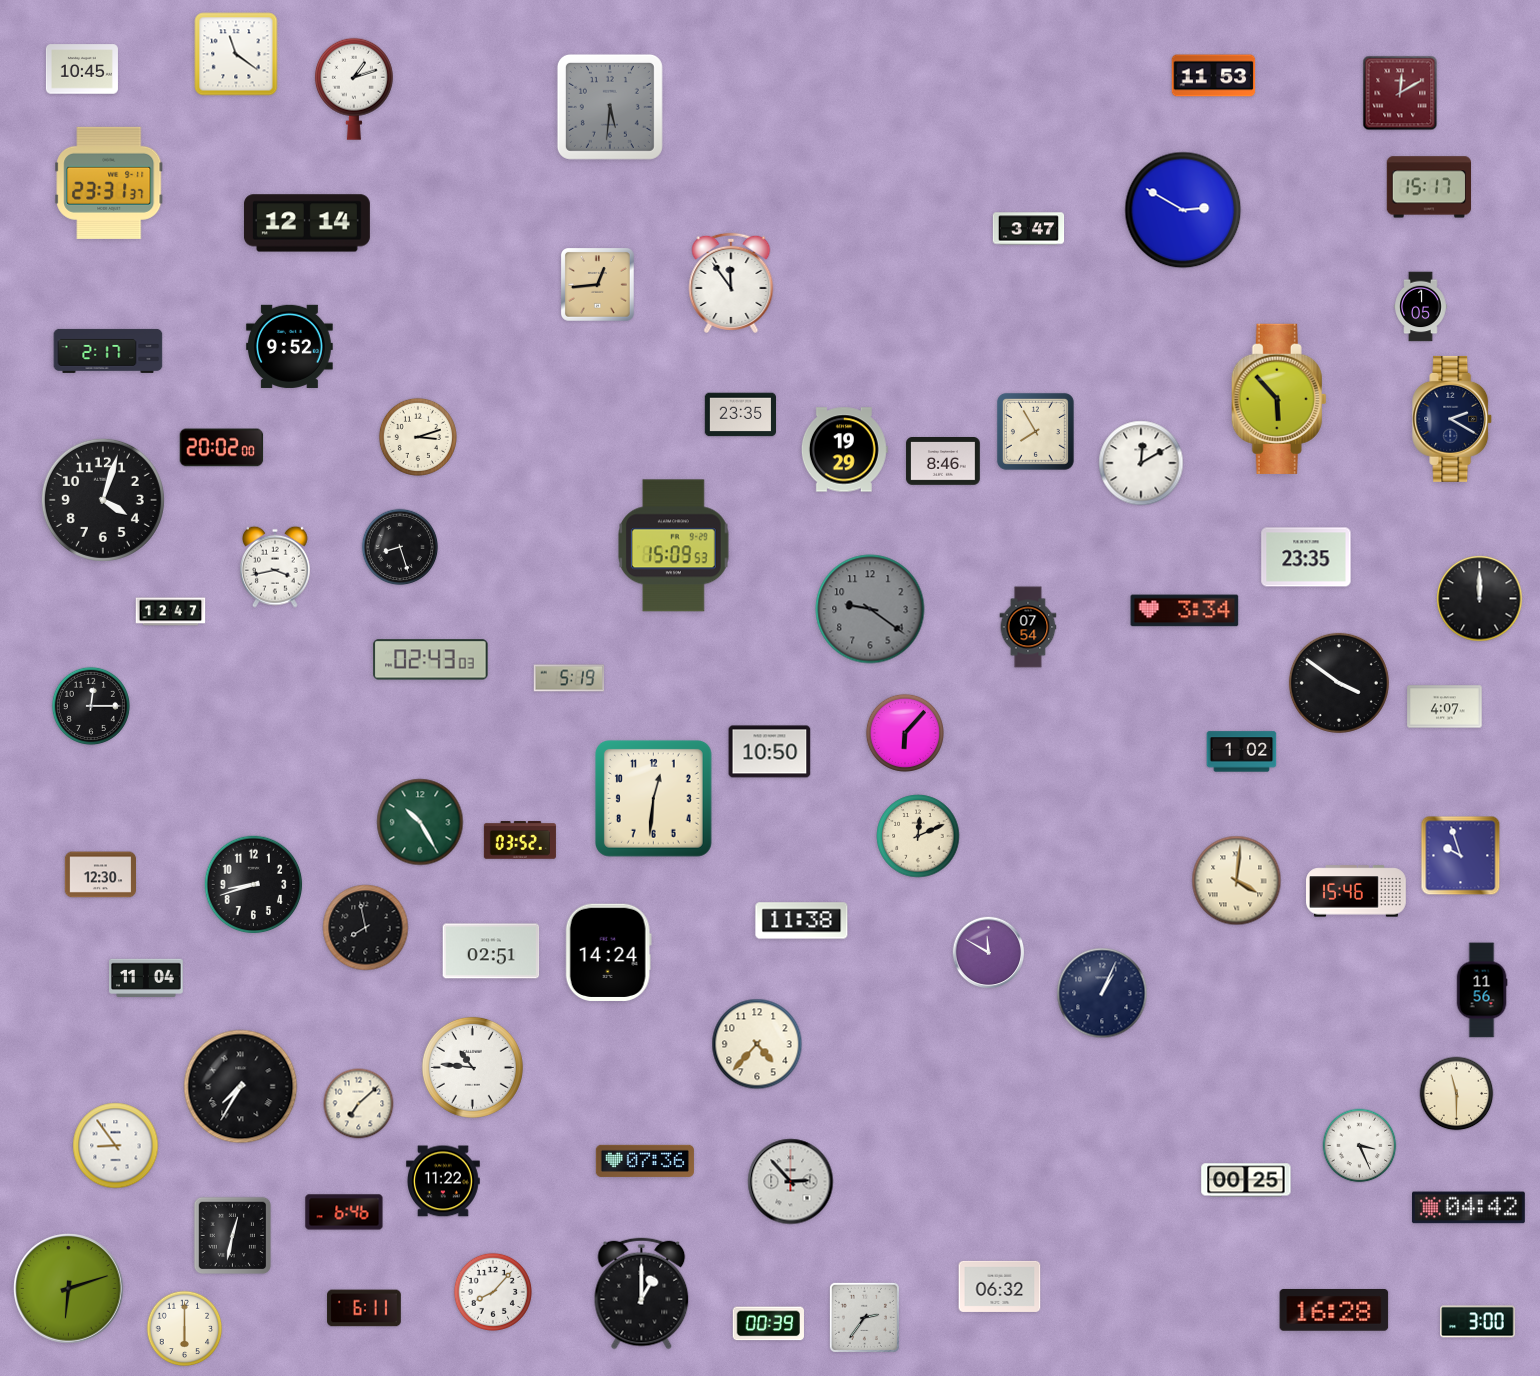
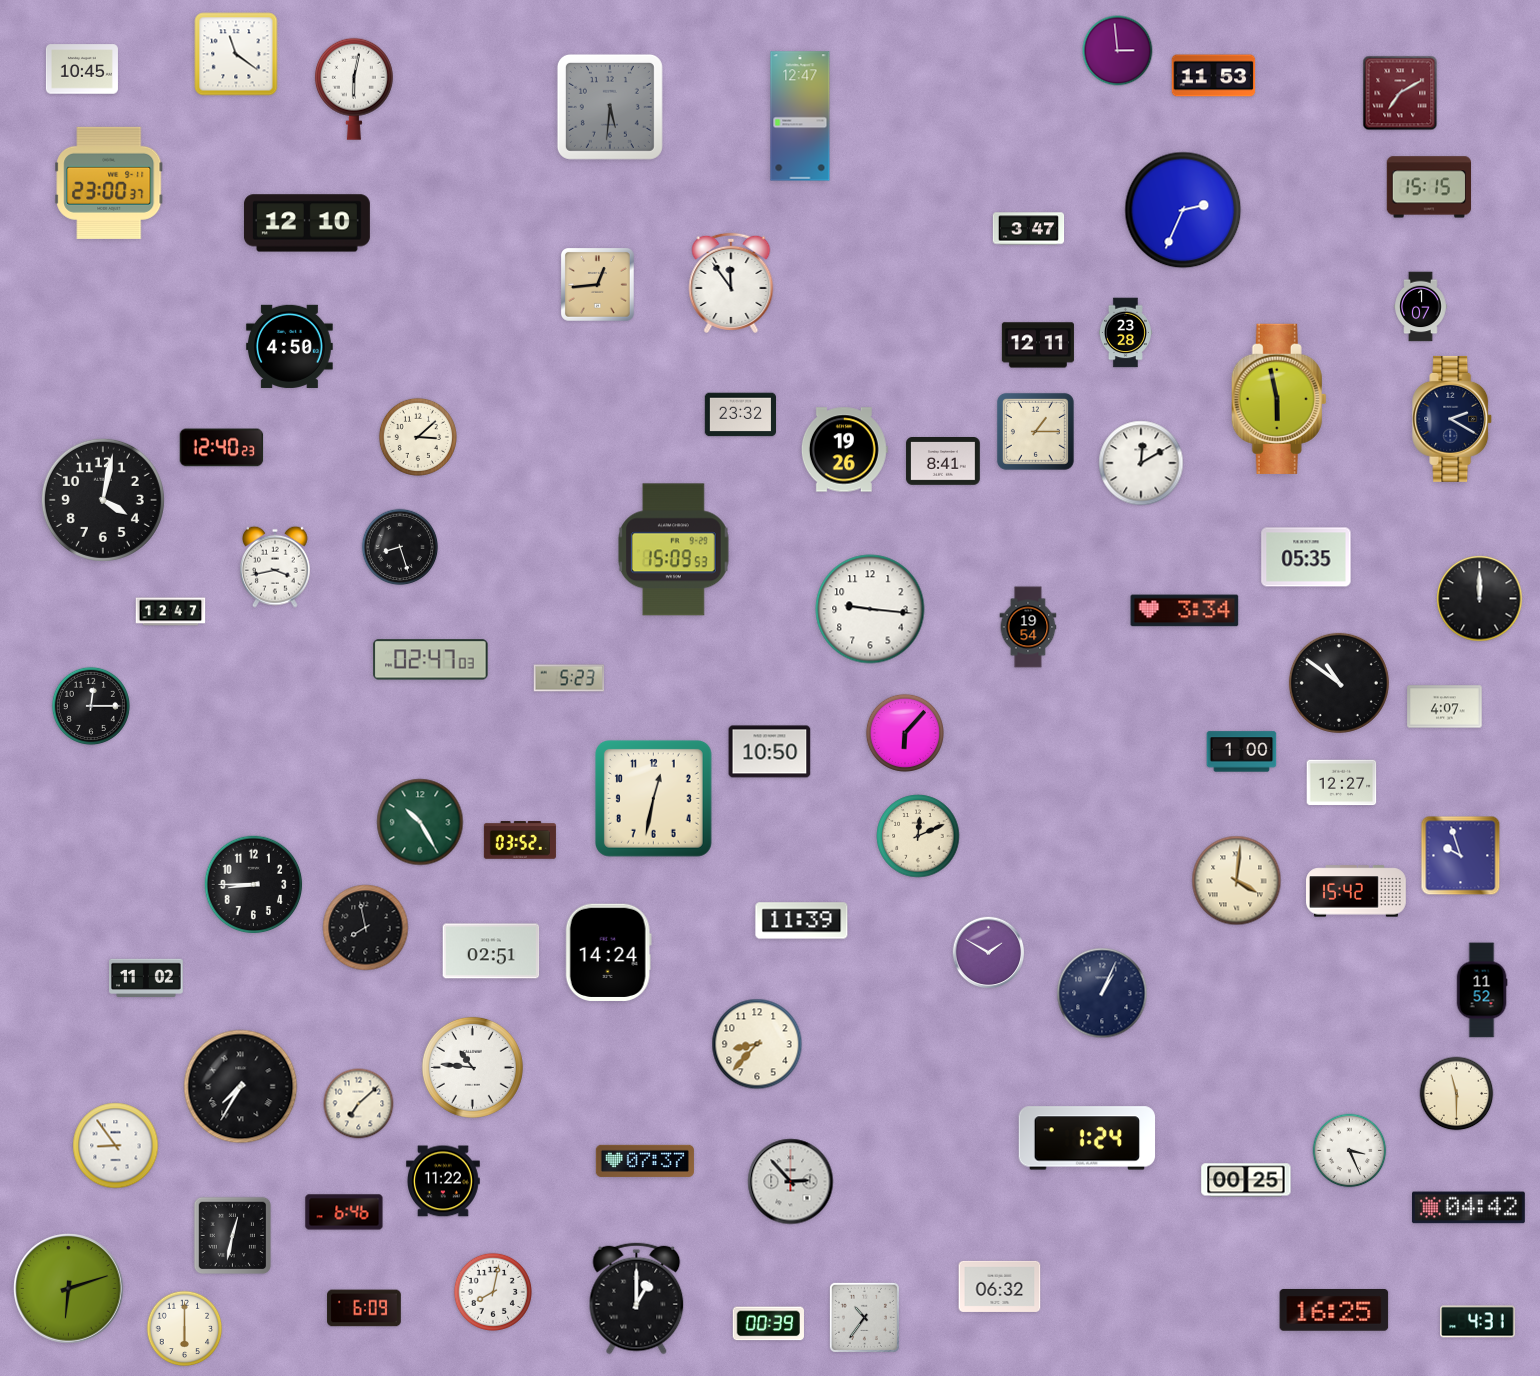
clock at (1118, 51): none -> 2:59
clock at (354, 89): 1:12 -> 6:02
clock at (1400, 93): 12:10 -> 7:10
clock at (800, 116): none -> 12:47
clock at (109, 183): 23:31 -> 23:00
clock at (1428, 187): 15:17 -> 15:15
clock at (1183, 210): 2:50 -> 2:34
clock at (307, 223): 12:14 -> 12:10
clock at (1421, 307): 1:05 -> 1:07
clock at (1125, 333): none -> 23:28
clock at (1038, 345): none -> 12:11
clock at (289, 346): 9:52 -> 4:50
clock at (108, 351): 2:17 -> none
clock at (1279, 399): 5:53 -> 5:58
clock at (740, 415): 23:35 -> 23:32
clock at (1035, 431): 7:55 -> 1:15
clock at (418, 437): 3:12 -> 3:08
clock at (222, 448): 20:02 -> 12:40
clock at (844, 450): 19:29 -> 19:26
clock at (943, 462): 8:46 -> 8:41
clock at (103, 500): 4:03 -> 4:02
clock at (673, 546) position: (673, 546) -> (673, 550)
clock at (1306, 557): 23:35 -> 05:35
clock at (870, 609): 9:21 -> 9:16
clock at (870, 609) dial: grey -> white
clock at (1028, 627): 07:54 -> 19:54
clock at (431, 660): 02:43 -> 02:47
clock at (569, 678): 5:19 -> 5:23
clock at (1339, 683): 3:51 -> 10:51
clock at (1242, 752): 1:02 -> 1:00
clock at (1342, 783): none -> 12:27
clock at (653, 798): 12:31 -> 12:32
clock at (100, 875): 12:30 -> none
clock at (254, 885): 8:42 -> 8:45
clock at (1357, 891): 15:46 -> 15:42
clock at (802, 921): 11:38 -> 11:39
clock at (989, 953): 11:50 -> 1:50
clock at (146, 978): 11:04 -> 11:02
clock at (1482, 990): 11:56 -> 11:52
clock at (757, 1044): 4:37 -> 8:37
clock at (1087, 1138): none -> 1:24
clock at (1360, 1146) position: (1360, 1146) -> (1350, 1151)
clock at (645, 1161): 07:36 -> 07:37
clock at (493, 1292): 8:07 -> 8:02
clock at (642, 1294) position: (642, 1294) -> (637, 1299)
clock at (364, 1308): 6:11 -> 6:09
clock at (1334, 1310): 16:28 -> 16:25
clock at (864, 1317): 2:36 -> 10:36
clock at (1478, 1322): 3:00 -> 4:31
